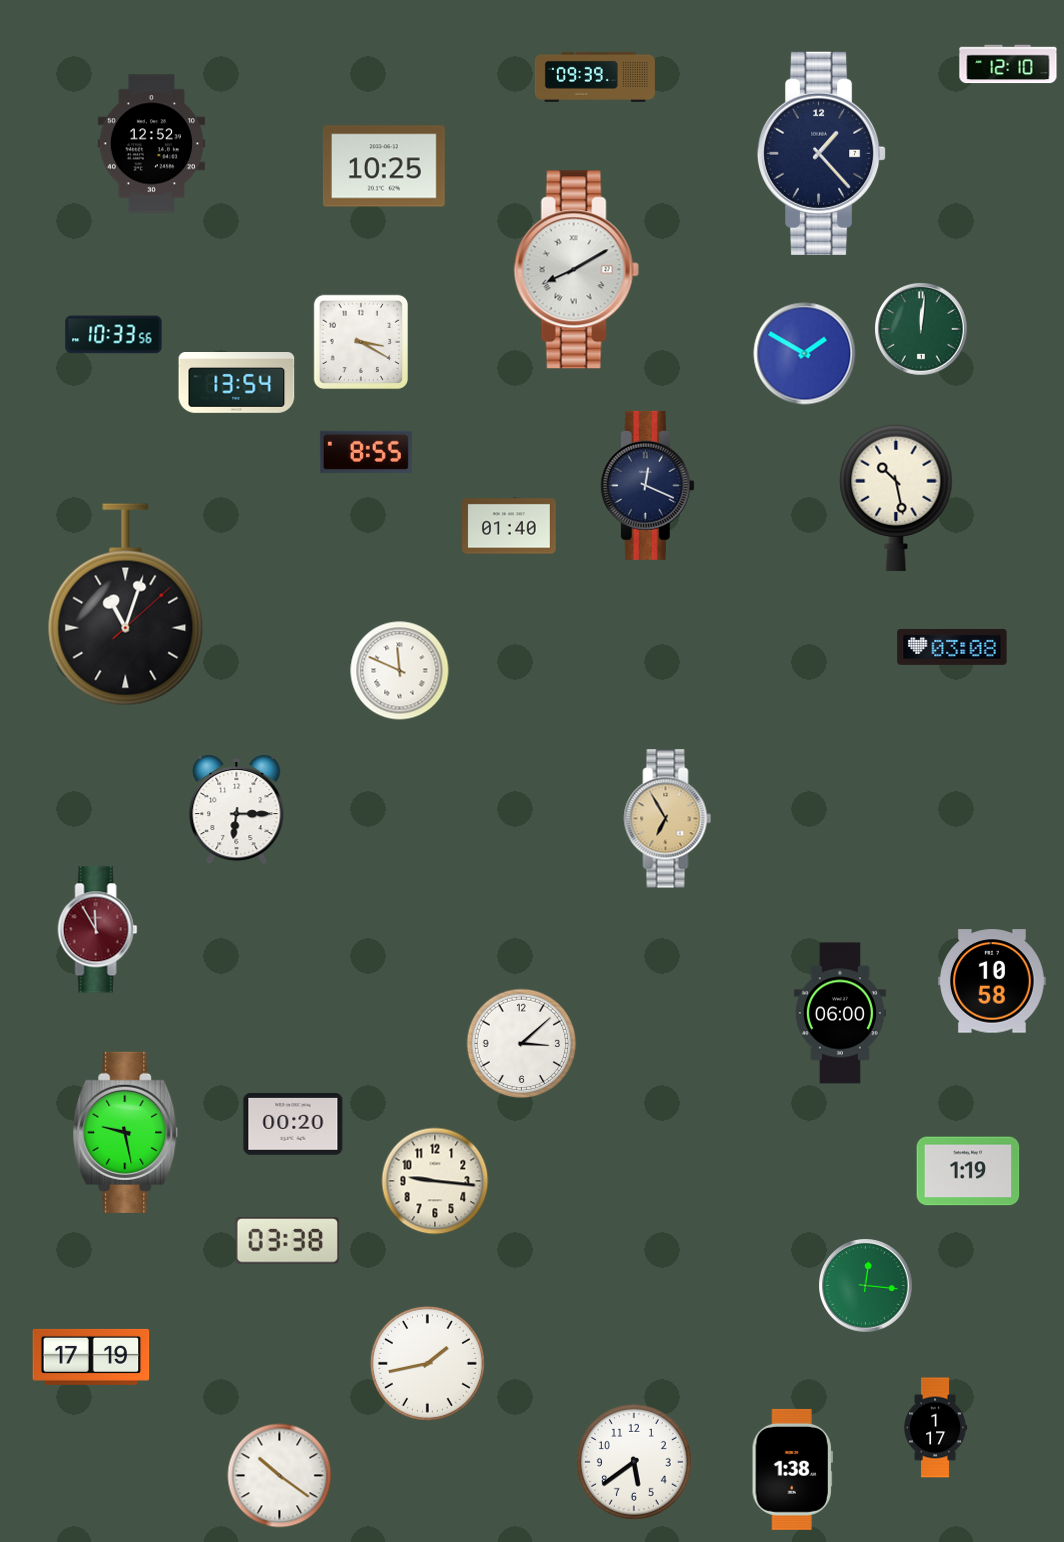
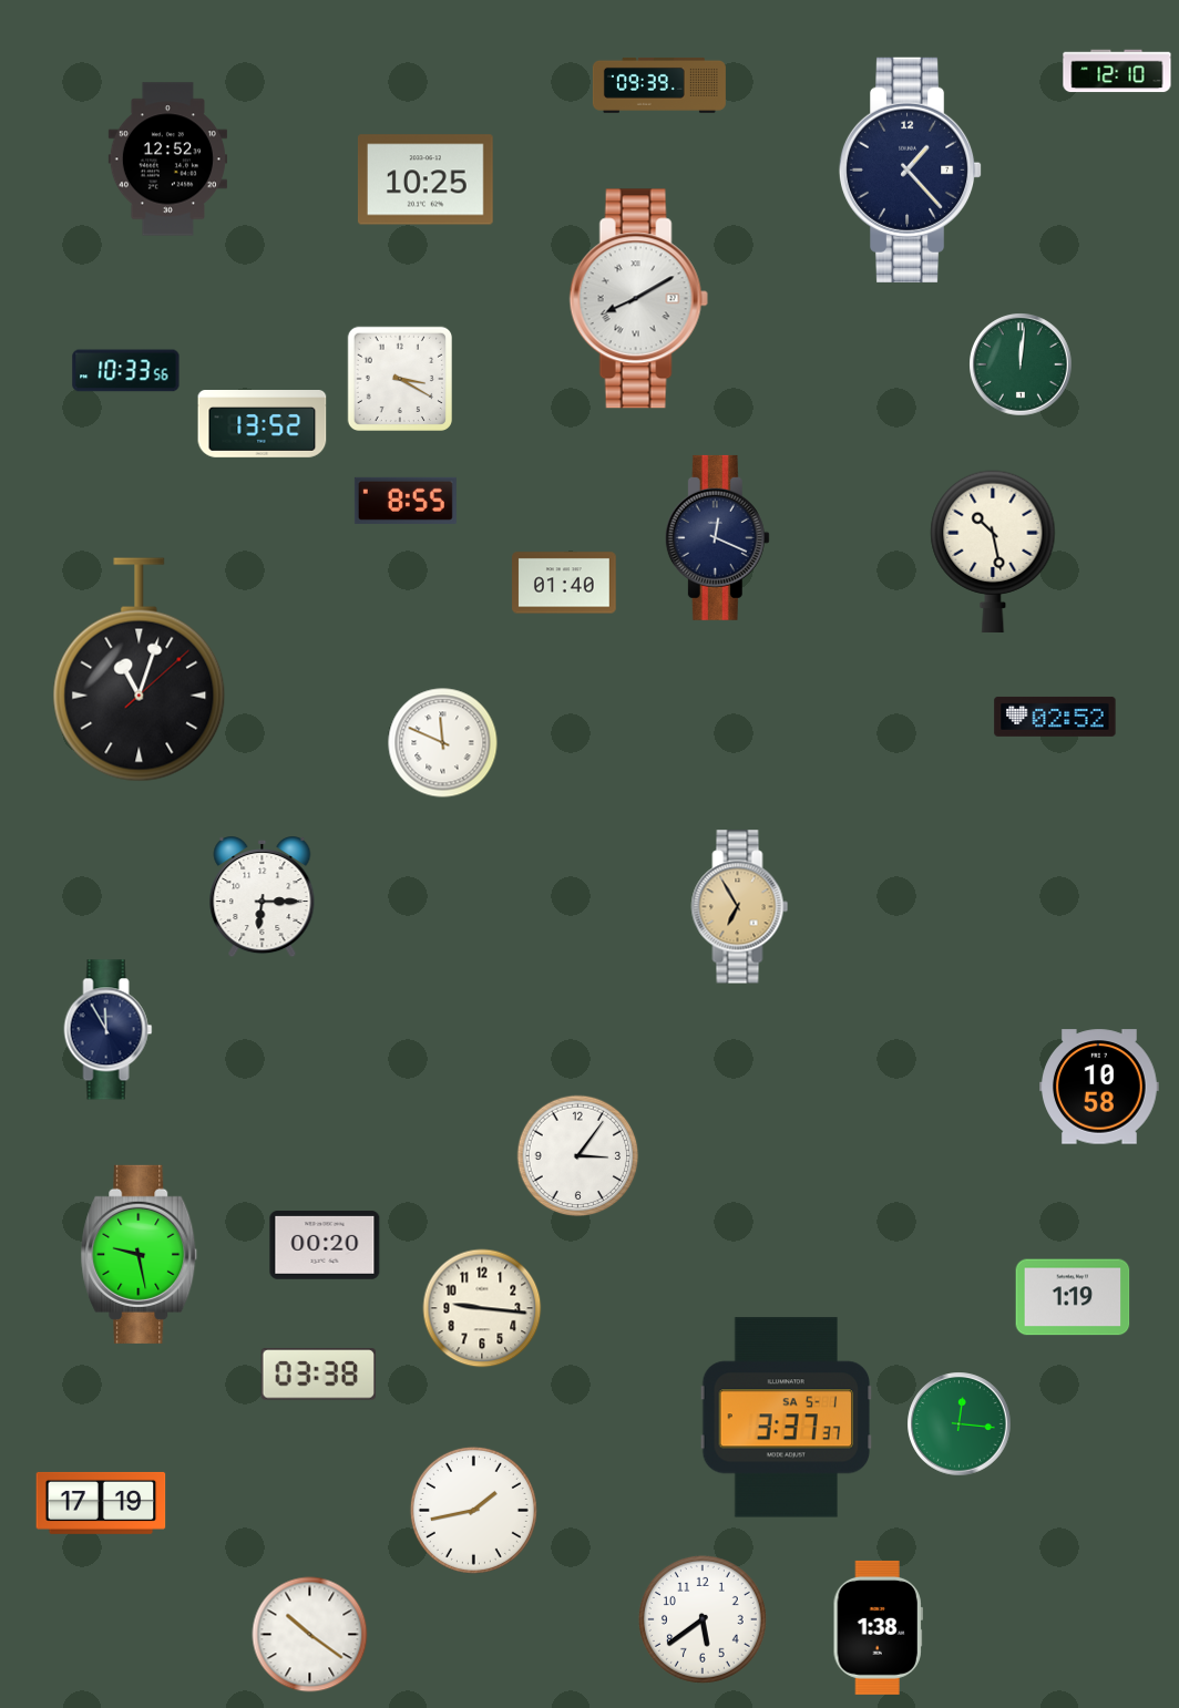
clock at (384, 166) position: (384, 166) -> (426, 179)
clock at (805, 354): 1:50 -> none
clock at (237, 383): 13:54 -> 13:52
clock at (952, 647): 03:08 -> 02:52
clock at (98, 930) dial: burgundy -> navy
clock at (840, 1013): 06:00 -> none
clock at (522, 1044): 3:08 -> 3:06
clock at (787, 1418): none -> 3:37
clock at (935, 1428): 1:17 -> none
